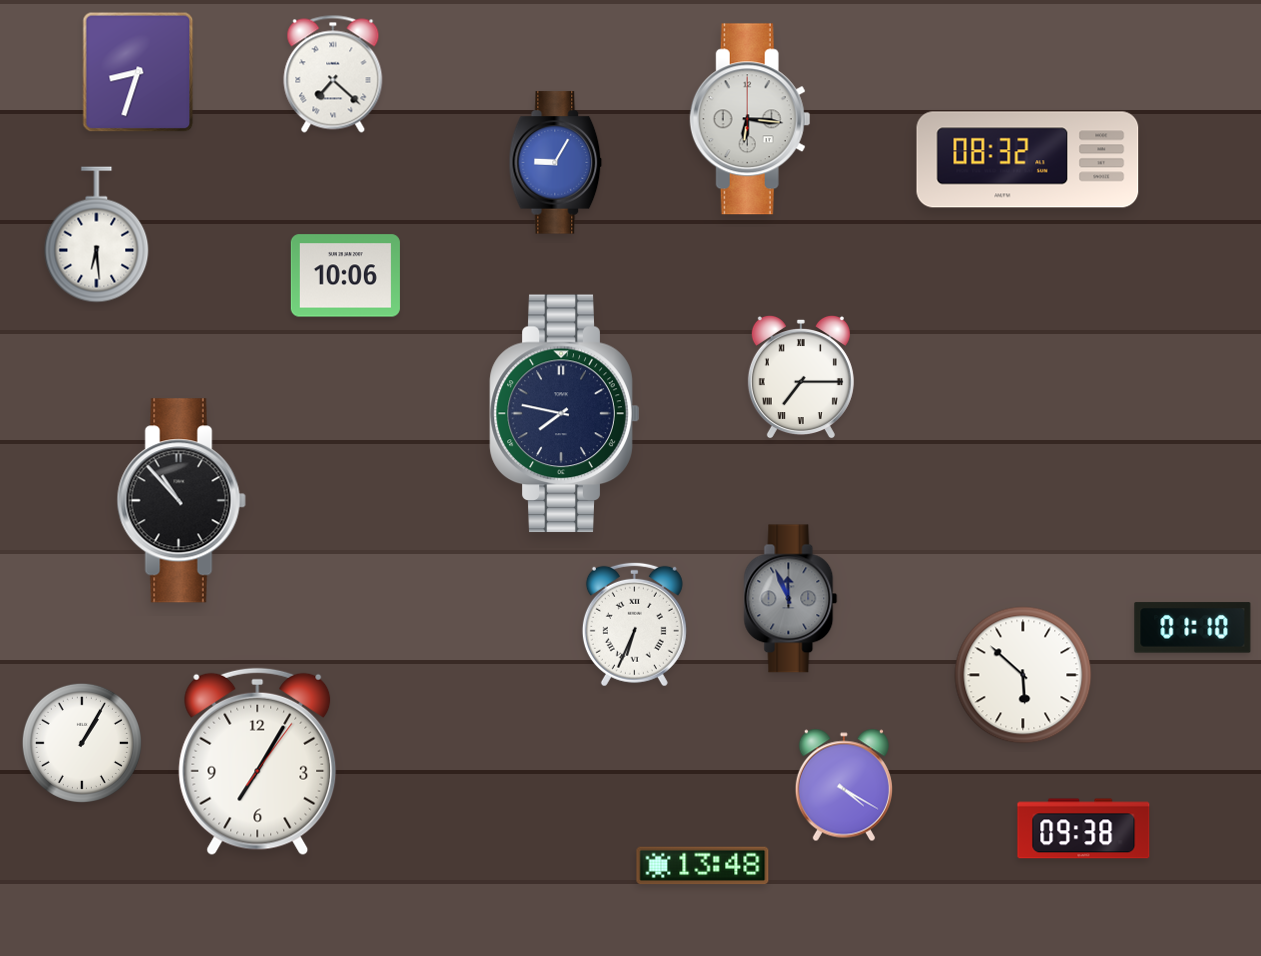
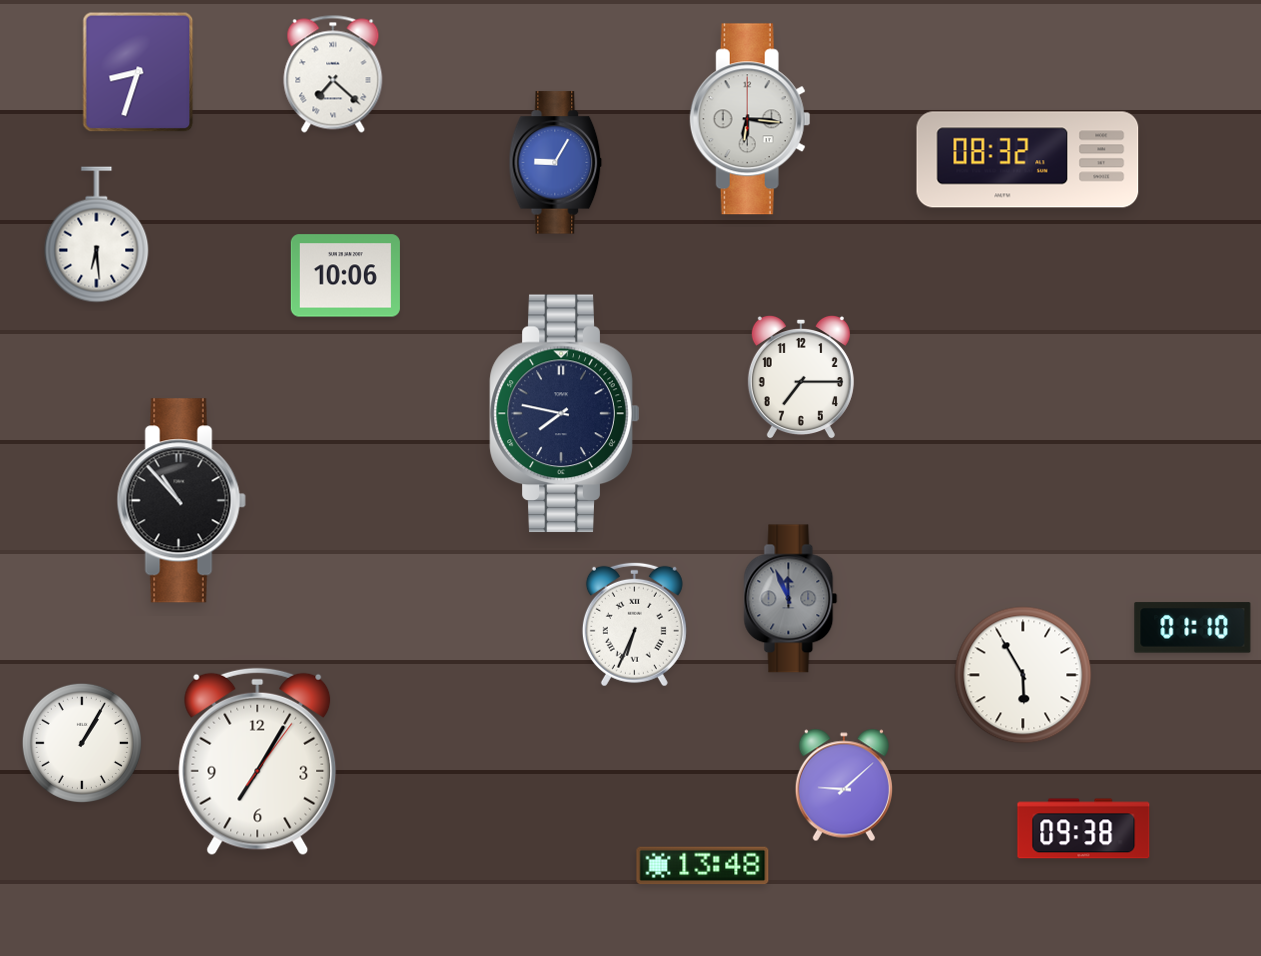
clock at (801, 377) numerals: Roman -> Arabic
clock at (1023, 675): 5:52 -> 5:55
clock at (844, 785): 4:20 -> 9:08
